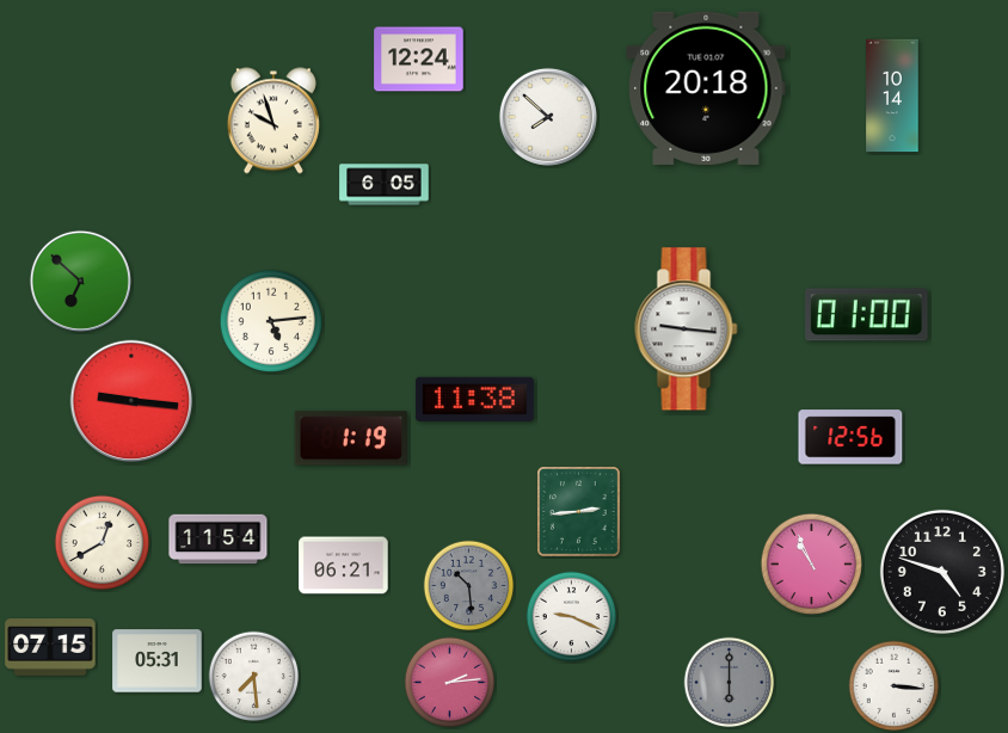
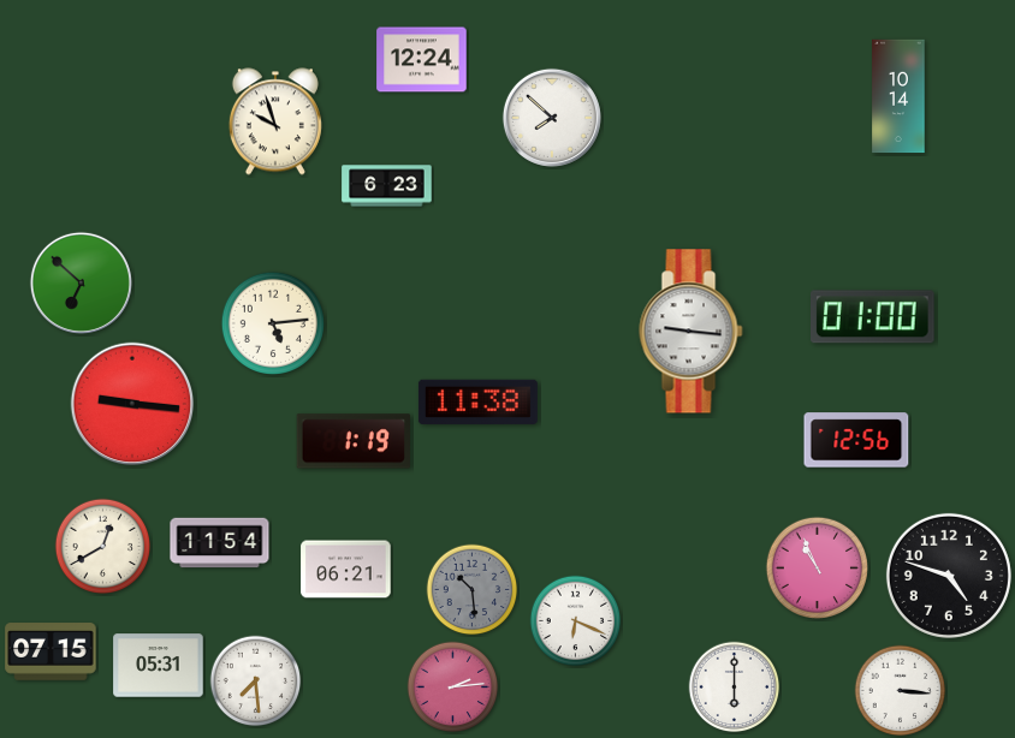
clock at (706, 88): 20:18 -> none
clock at (385, 185): 6:05 -> 6:23
clock at (579, 512): 2:44 -> none
clock at (572, 617): 9:19 -> 6:19
clock at (730, 683) dial: grey -> white
